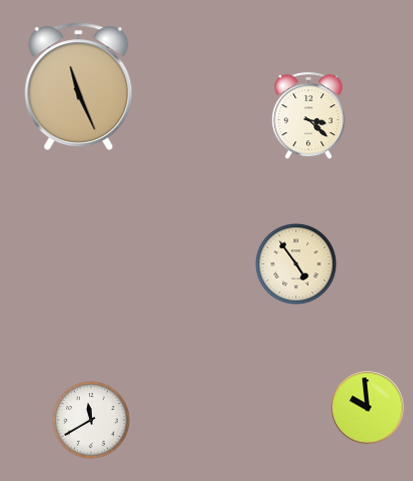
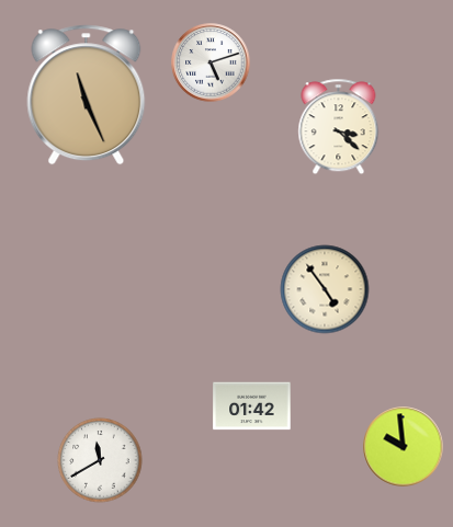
clock at (211, 62): none -> 5:12
clock at (252, 406): none -> 01:42
